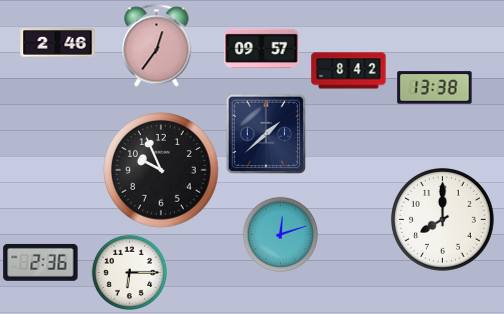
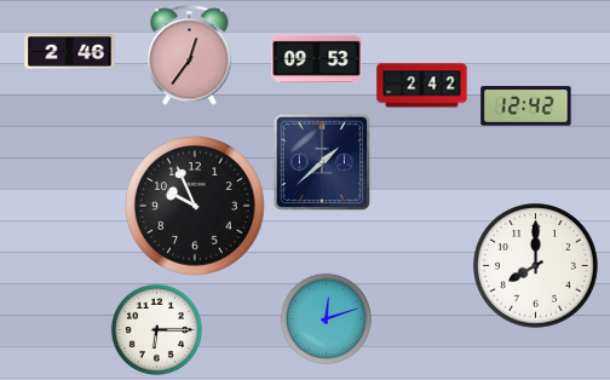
clock at (262, 48): 09:57 -> 09:53
clock at (349, 71): 8:42 -> 2:42
clock at (435, 88): 13:38 -> 12:42
clock at (280, 234) position: (280, 234) -> (326, 318)
clock at (41, 262): 2:36 -> none
